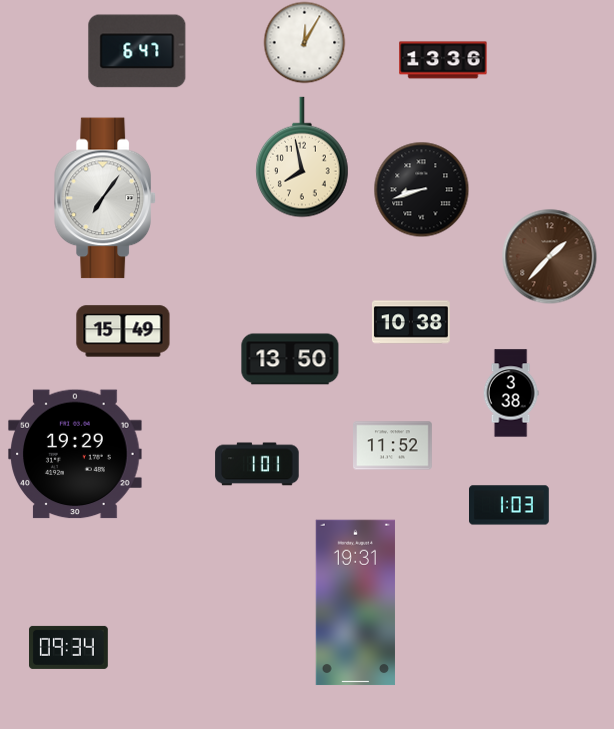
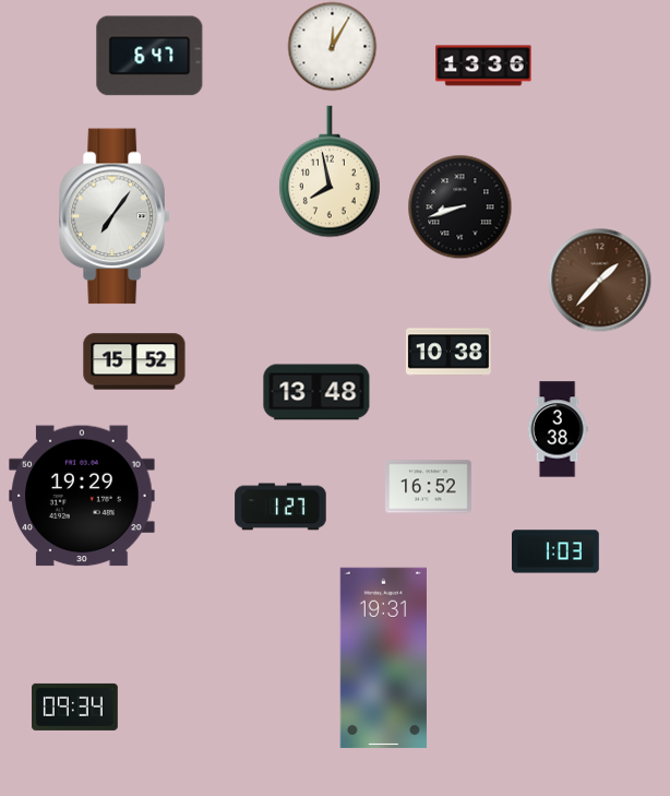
clock at (123, 331): 15:49 -> 15:52
clock at (290, 359): 13:50 -> 13:48
clock at (393, 446): 11:52 -> 16:52
clock at (257, 464): 1:01 -> 1:27
clock at (355, 603) position: (355, 603) -> (383, 658)
